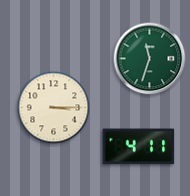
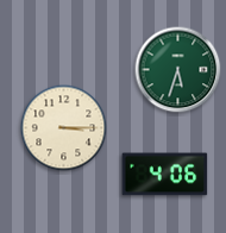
clock at (150, 59): 11:33 -> 5:33
clock at (139, 147): 4:11 -> 4:06
